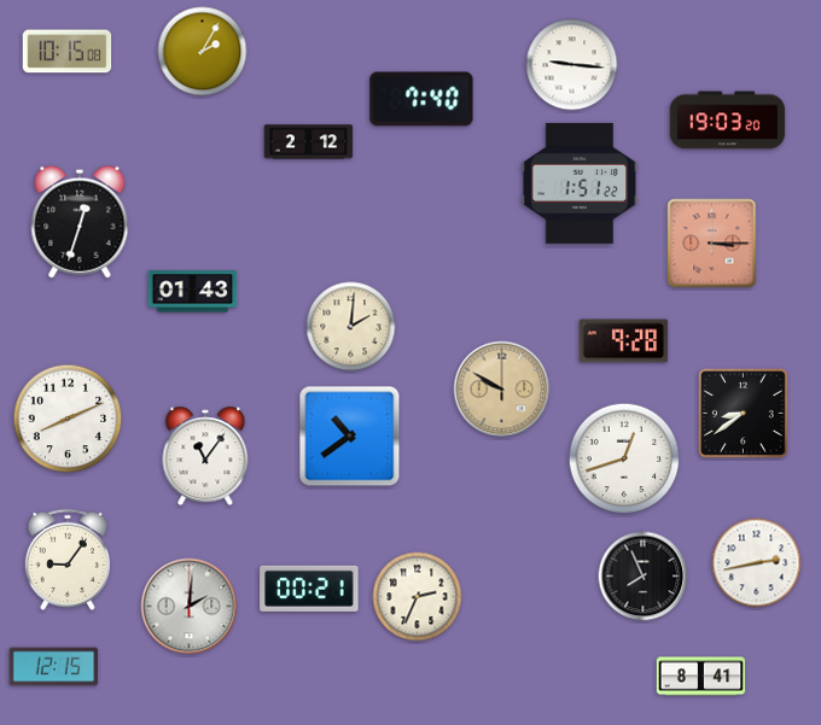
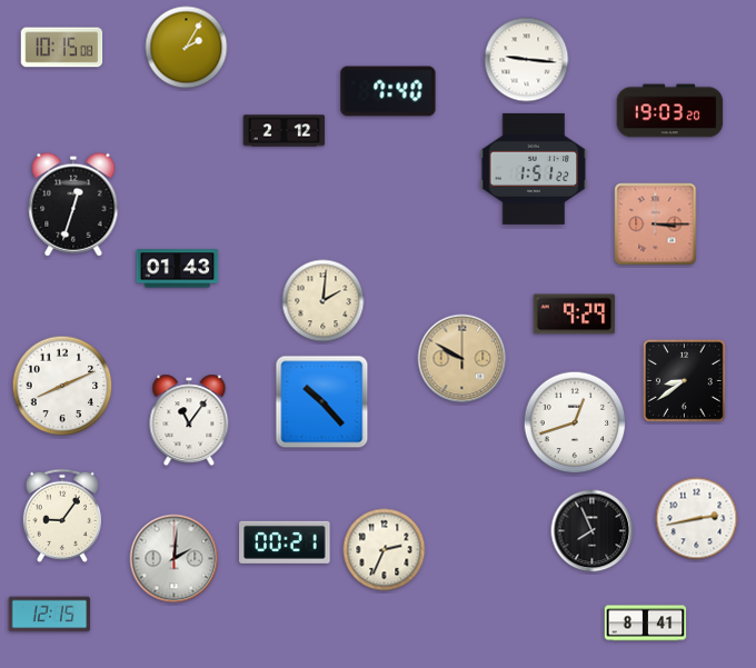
clock at (624, 341): 9:28 -> 9:29
clock at (350, 437): 10:39 -> 10:23
